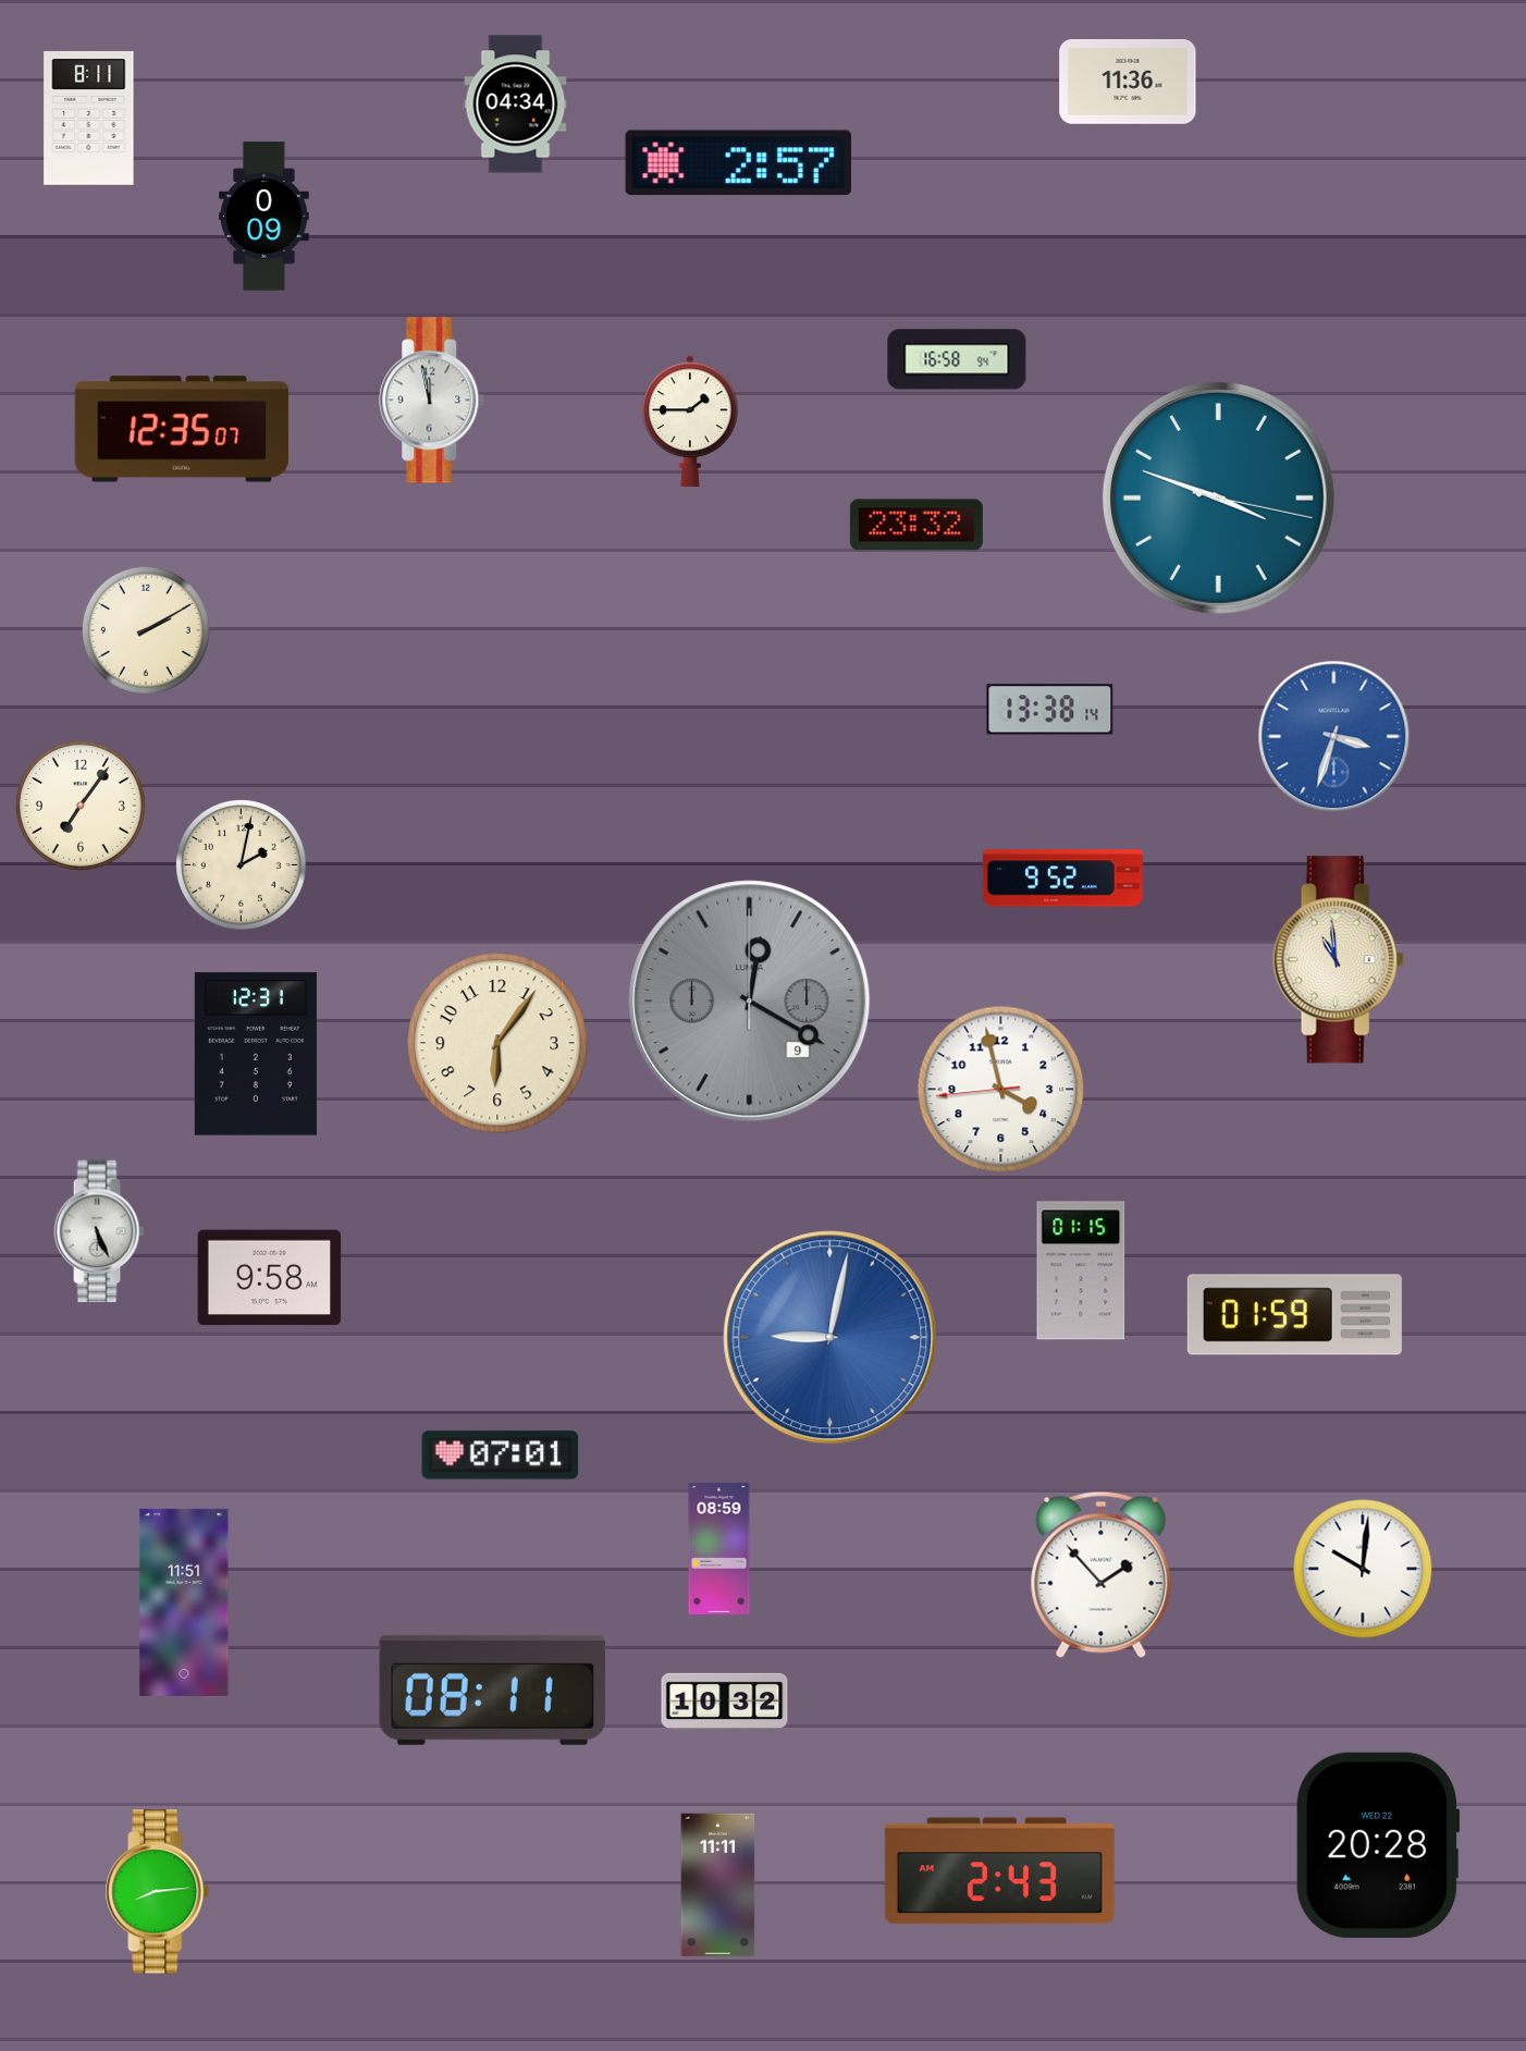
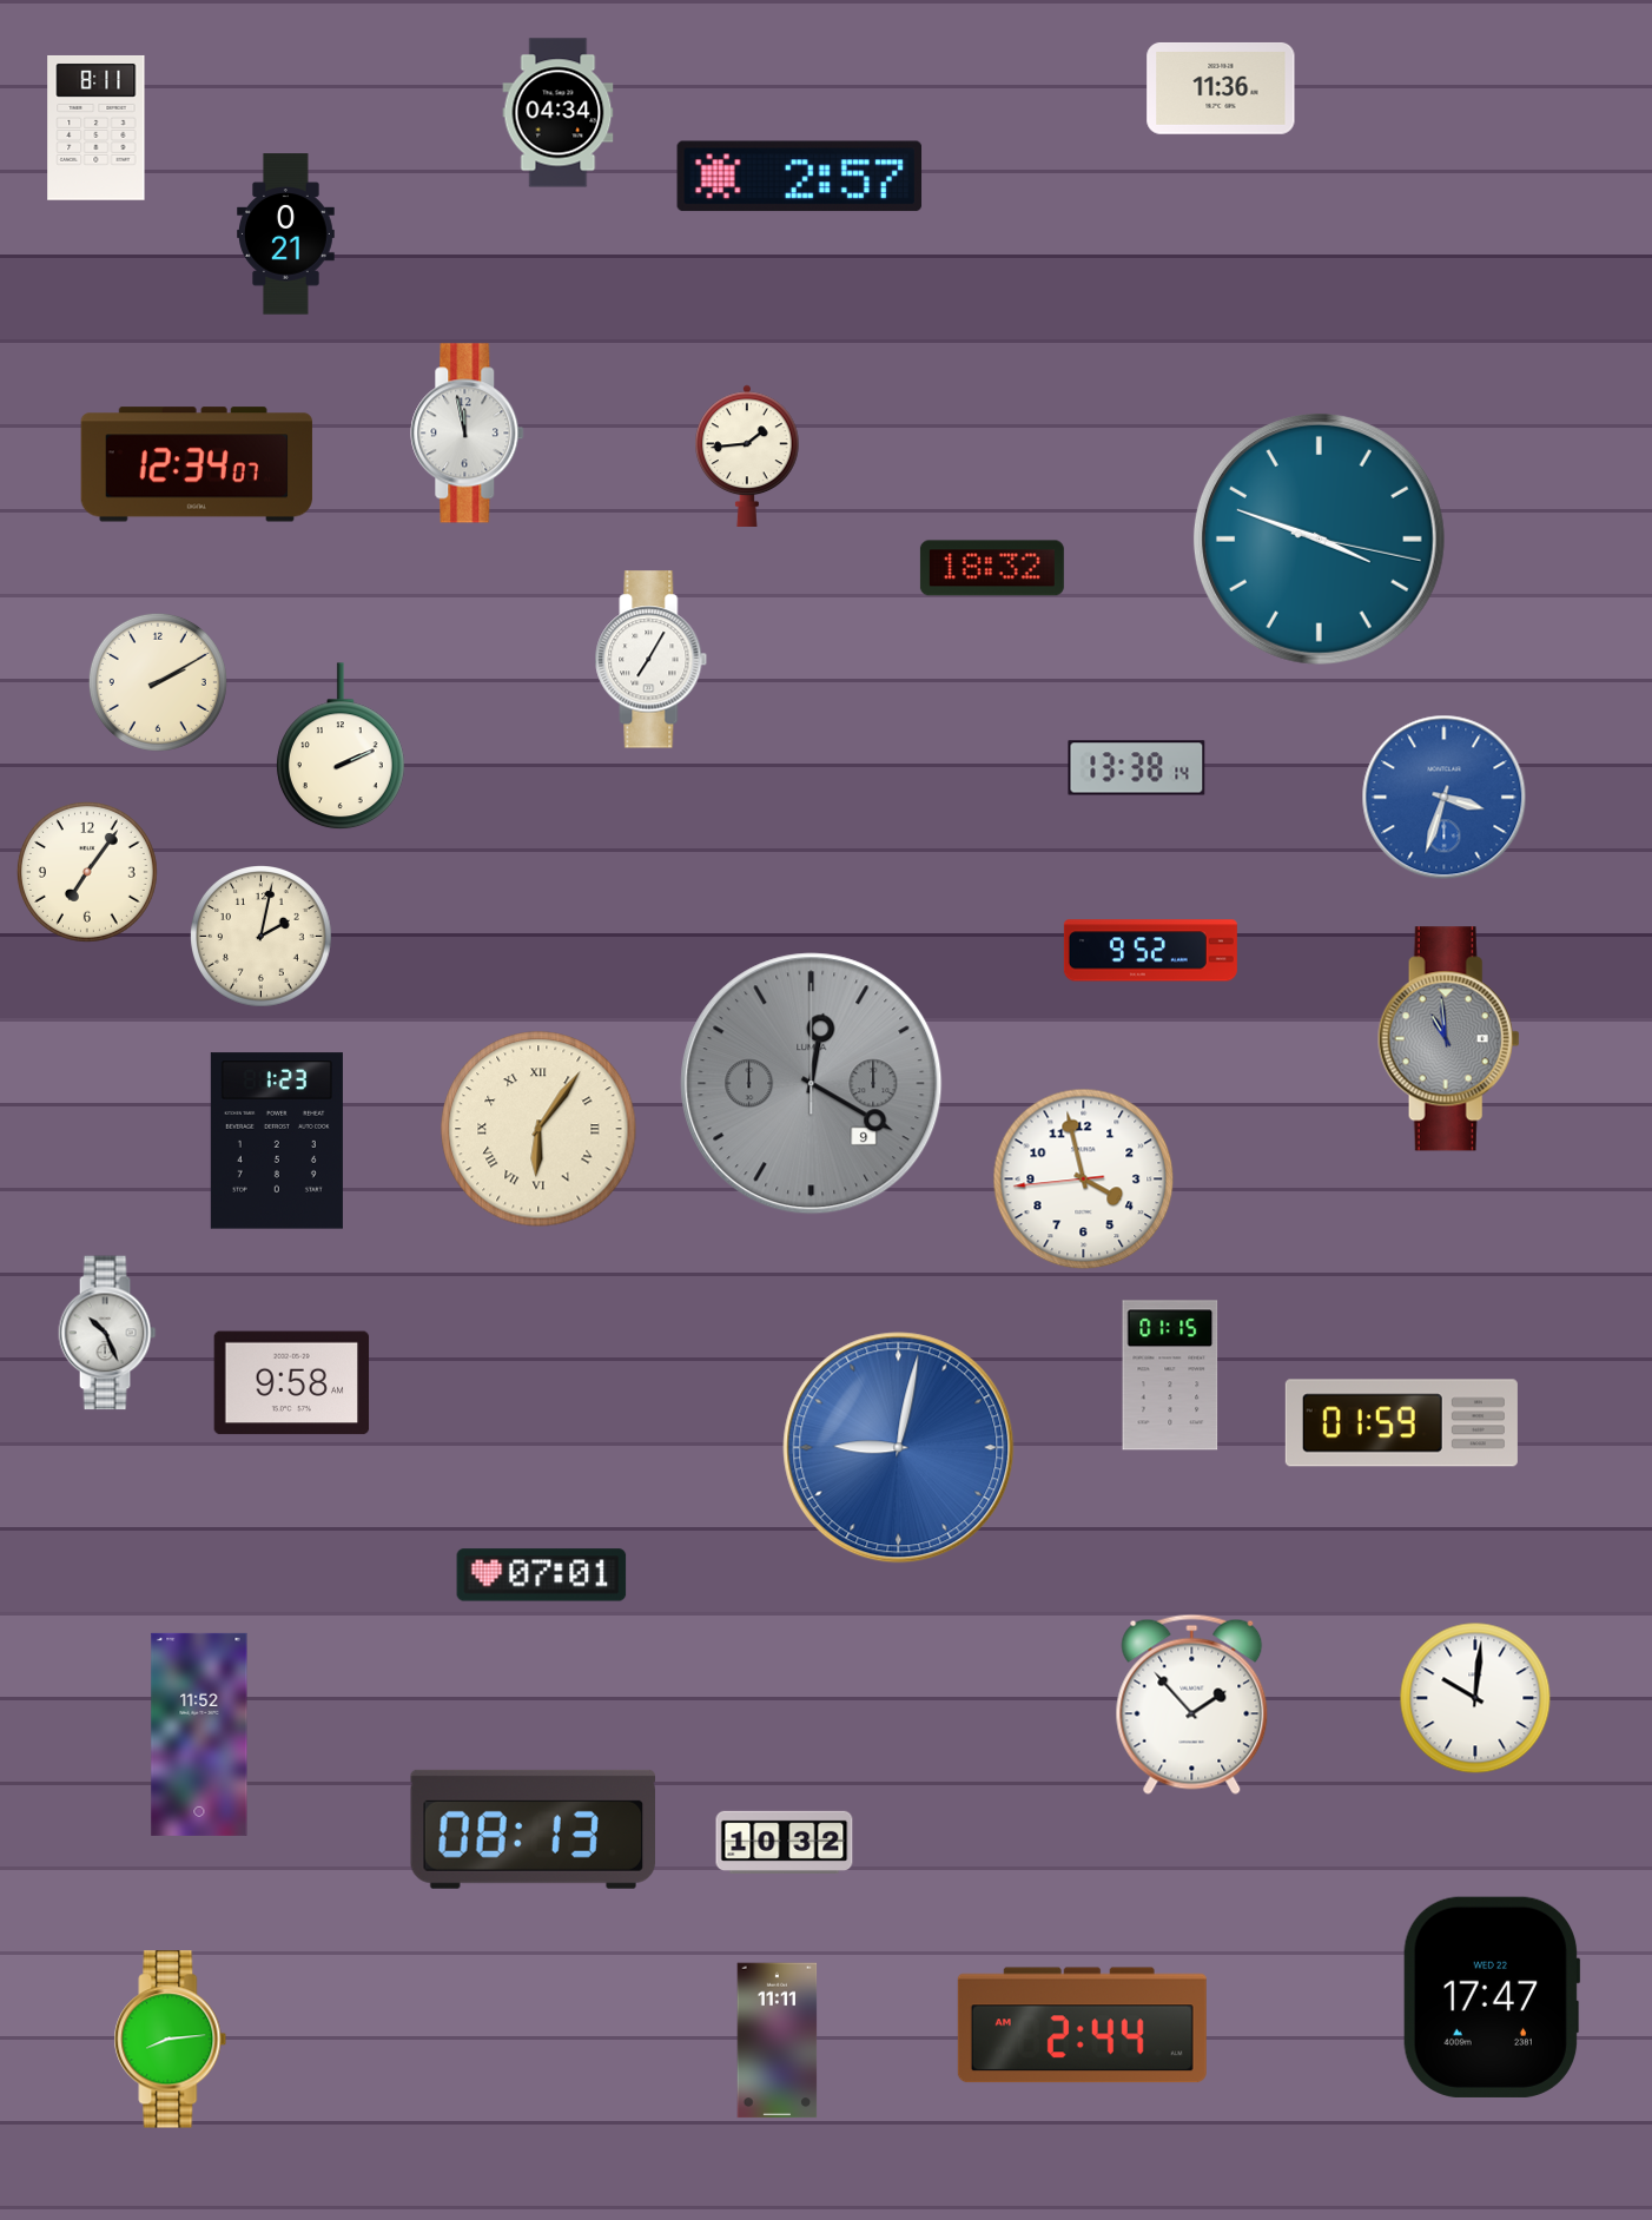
clock at (264, 217): 0:09 -> 0:21
clock at (957, 359): 16:58 -> none
clock at (690, 421): 1:45 -> 1:44
clock at (182, 429): 12:35 -> 12:34
clock at (916, 525): 23:32 -> 18:32
clock at (652, 660): none -> 7:05
clock at (341, 747): none -> 2:11
clock at (1338, 960) dial: cream -> grey
clock at (497, 1043) numerals: Arabic -> Roman
clock at (256, 1054): 12:31 -> 1:23
clock at (99, 1231): 5:26 -> 10:26
clock at (719, 1548): 08:59 -> none
clock at (184, 1602): 11:51 -> 11:52
clock at (493, 1690): 08:11 -> 08:13
clock at (1378, 1845): 20:28 -> 17:47
clock at (999, 1871): 2:43 -> 2:44
clock at (158, 1892) position: (158, 1892) -> (171, 2040)
